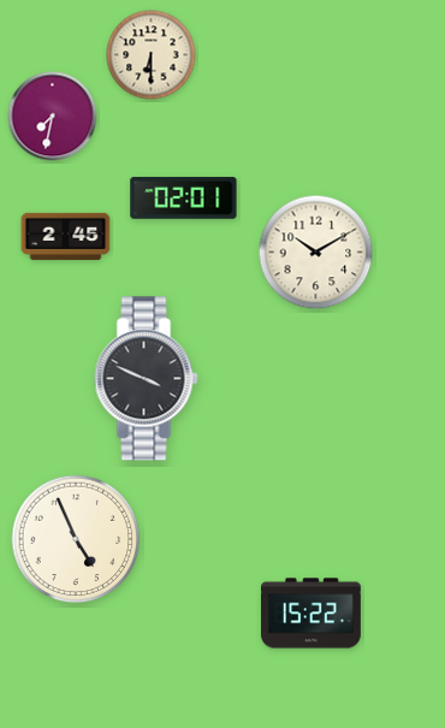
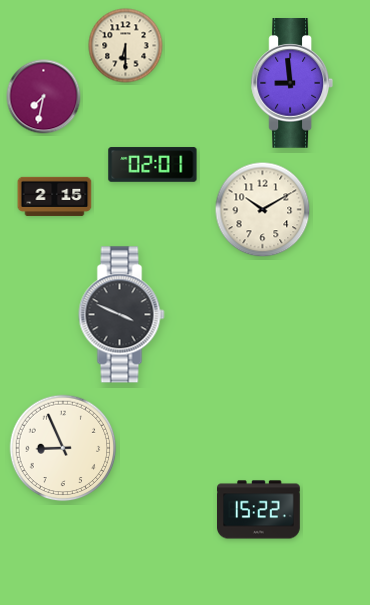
clock at (291, 84): none -> 8:59
clock at (66, 236): 2:45 -> 2:15
clock at (76, 539): 4:56 -> 8:56
